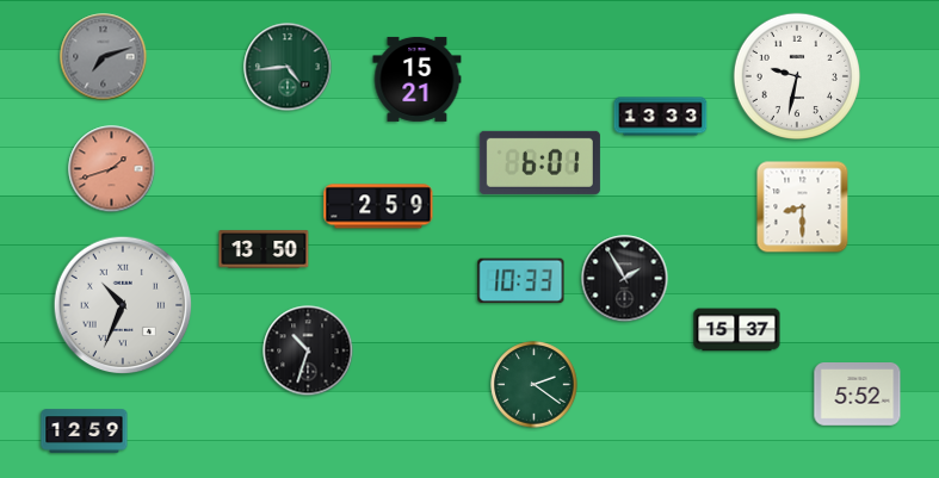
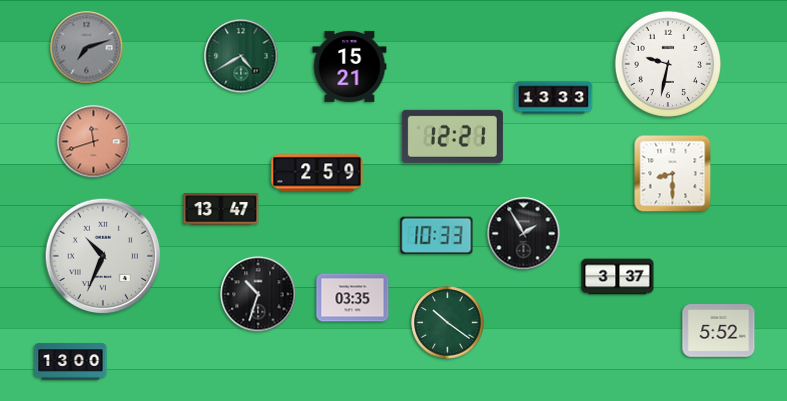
clock at (288, 67): 4:44 -> 4:40
clock at (539, 162): 6:01 -> 12:21
clock at (112, 169): 1:42 -> 11:42
clock at (264, 249): 13:50 -> 13:47
clock at (737, 330): 15:37 -> 3:37
clock at (353, 298): none -> 03:35
clock at (535, 385): 2:21 -> 10:21
clock at (85, 432): 12:59 -> 13:00
